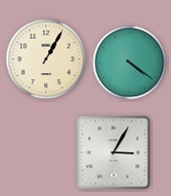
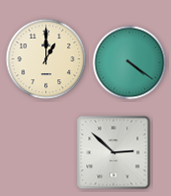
clock at (46, 59): 1:05 -> 1:00
clock at (114, 153): 3:05 -> 2:52
